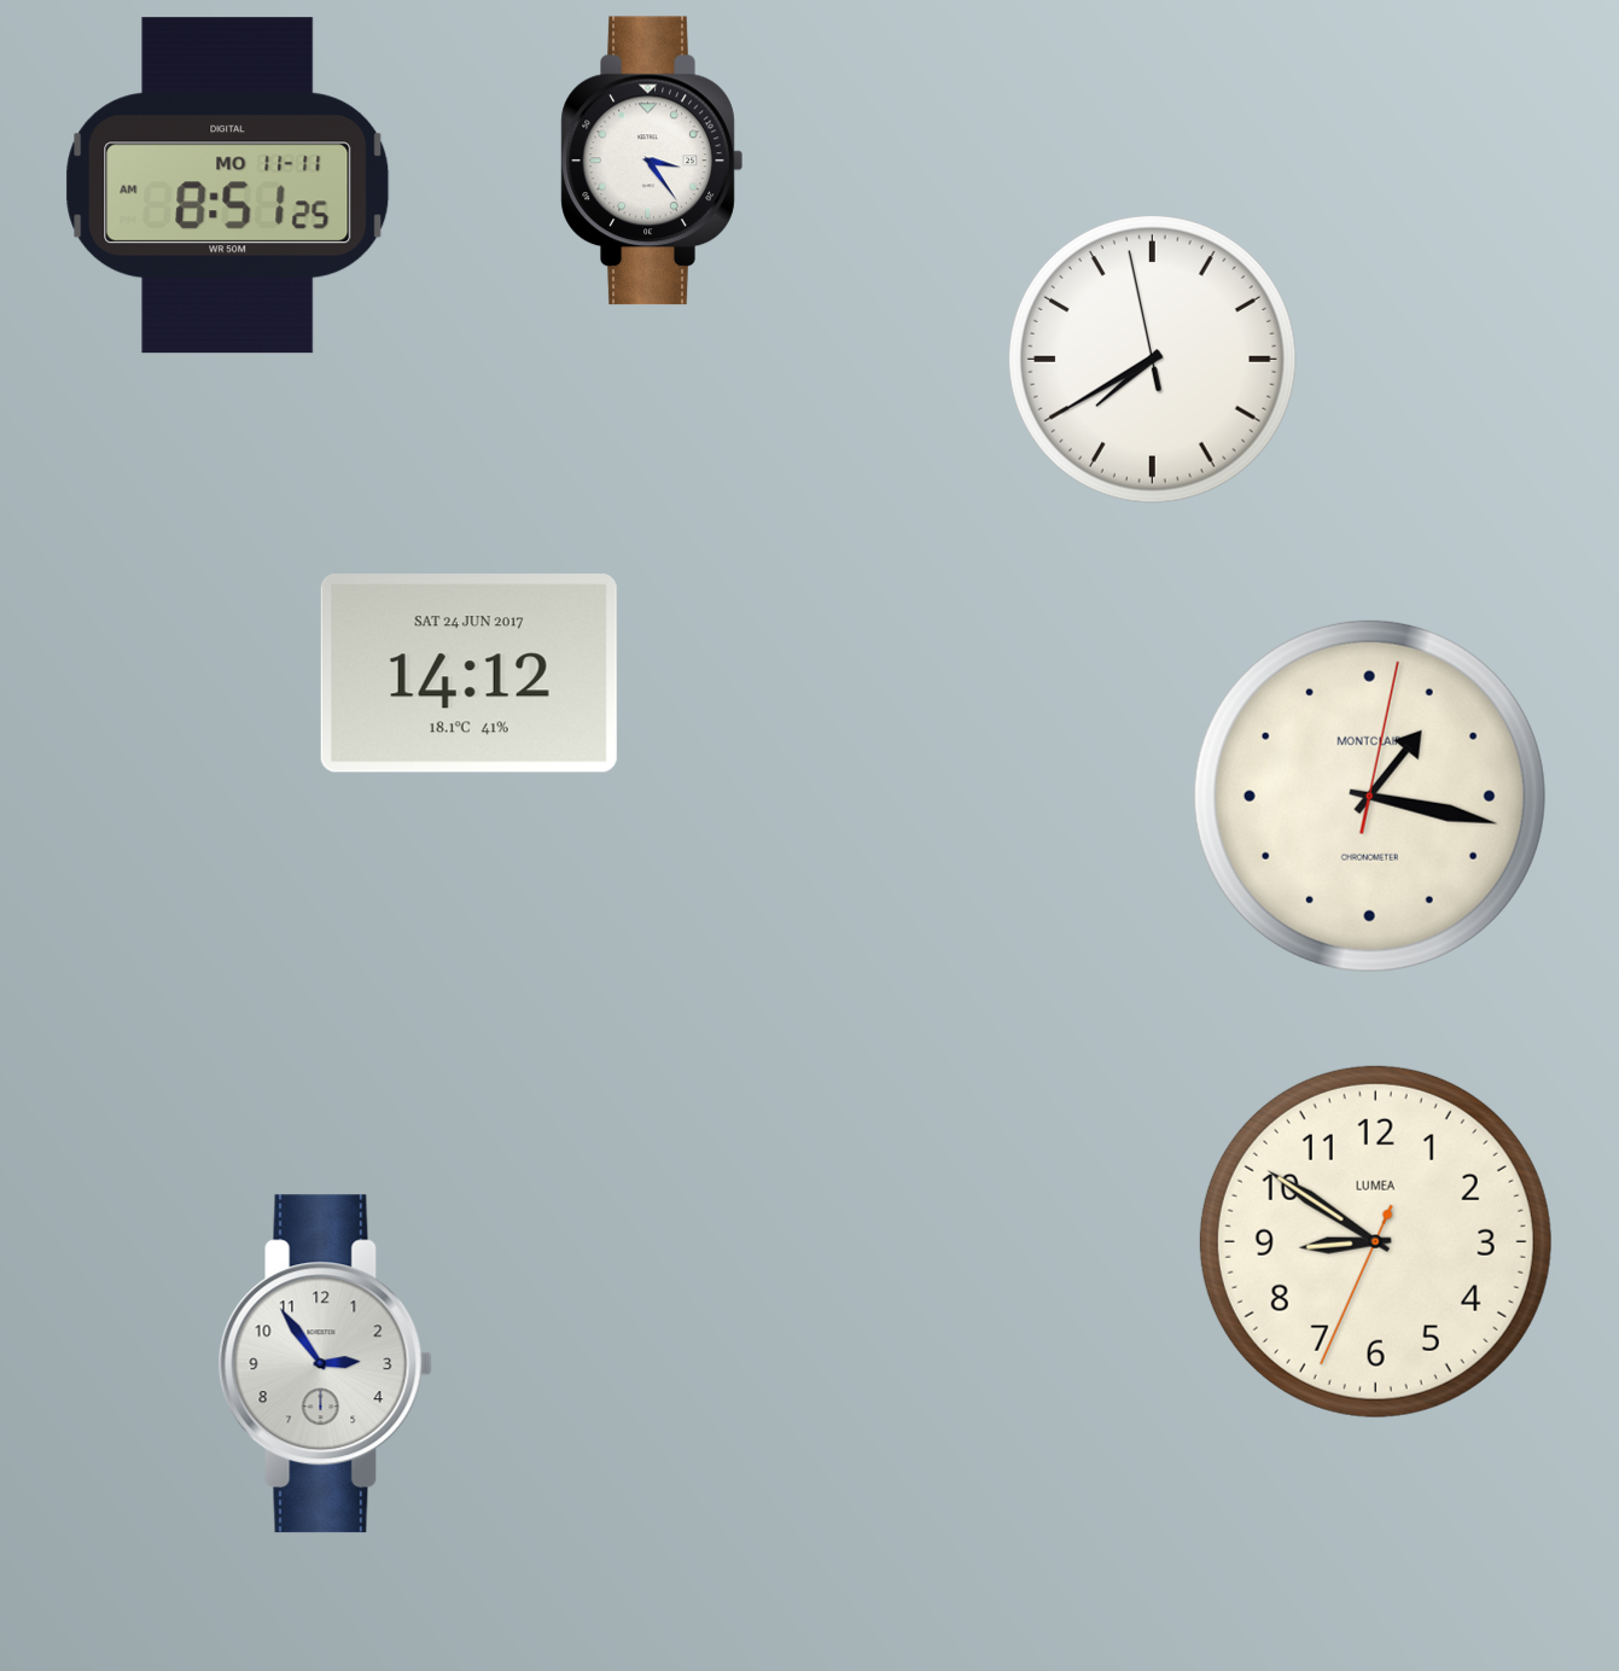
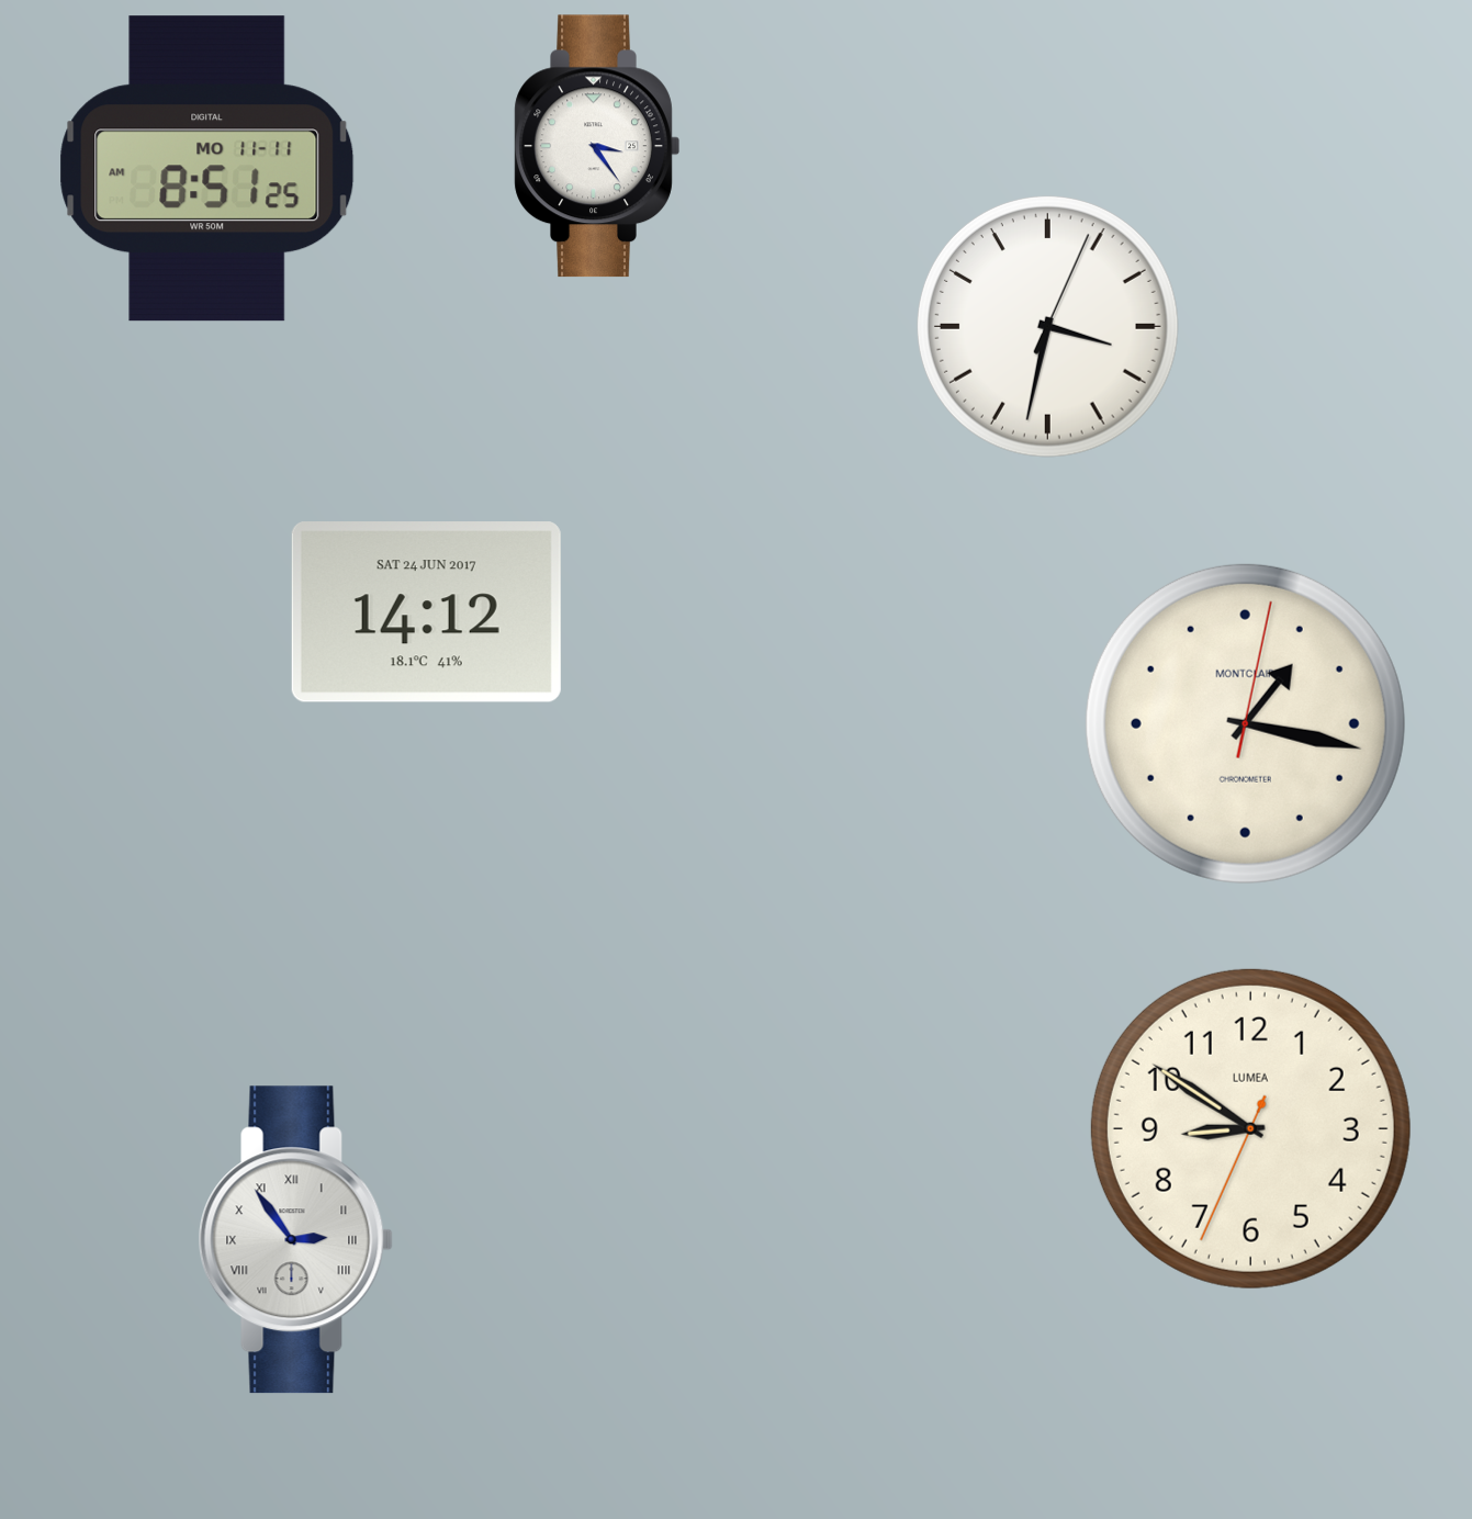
clock at (652, 161) position: (652, 161) -> (597, 146)
clock at (1152, 359): 7:39 -> 3:32
clock at (325, 1364) numerals: Arabic -> Roman
